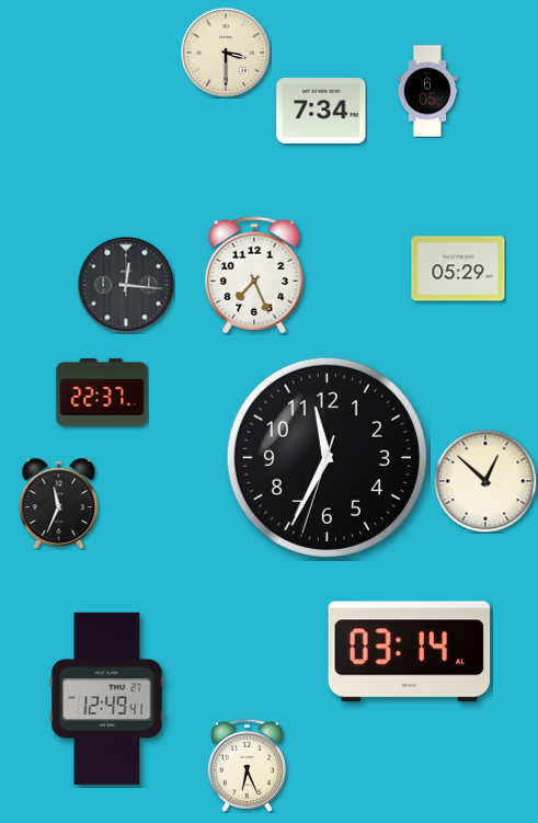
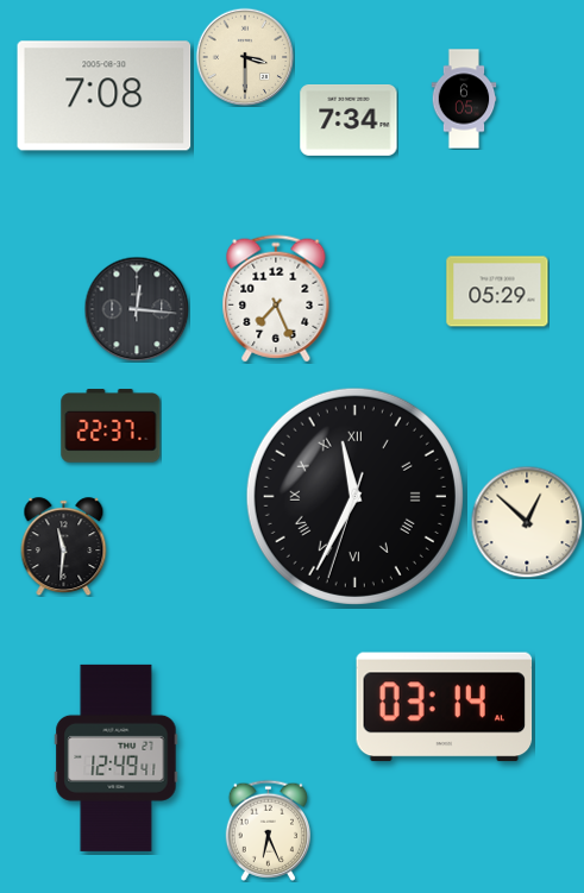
clock at (105, 96): none -> 7:08
clock at (327, 457) numerals: Arabic -> Roman
clock at (59, 504): 11:34 -> 11:31
